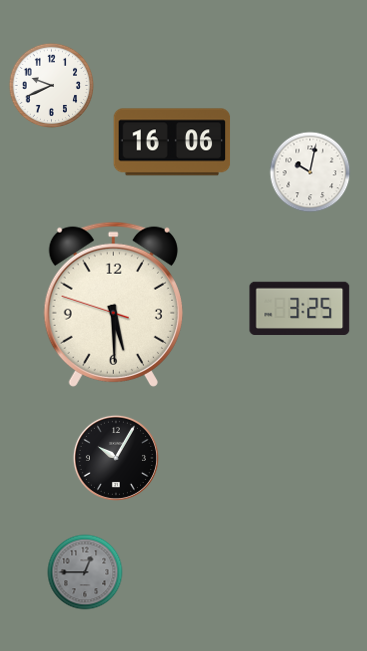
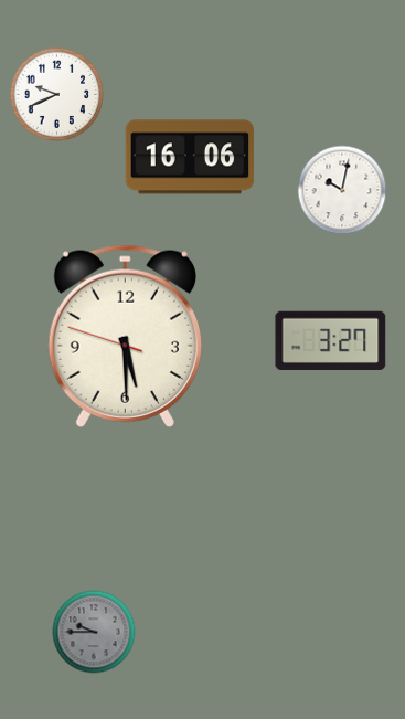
clock at (300, 308): 3:25 -> 3:27
clock at (116, 458): 10:05 -> none
clock at (85, 572): 12:45 -> 9:45
